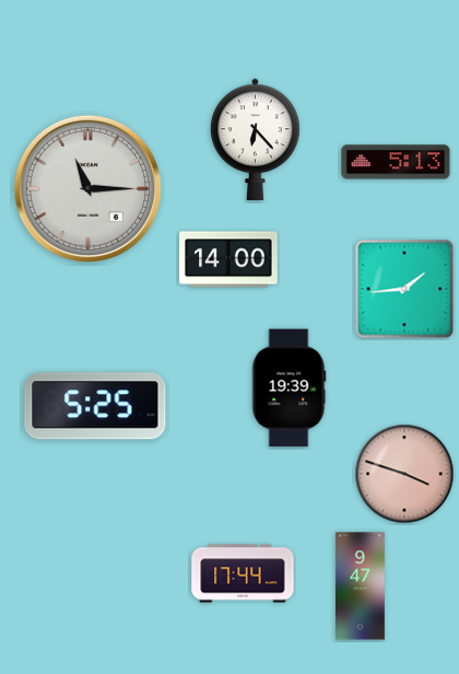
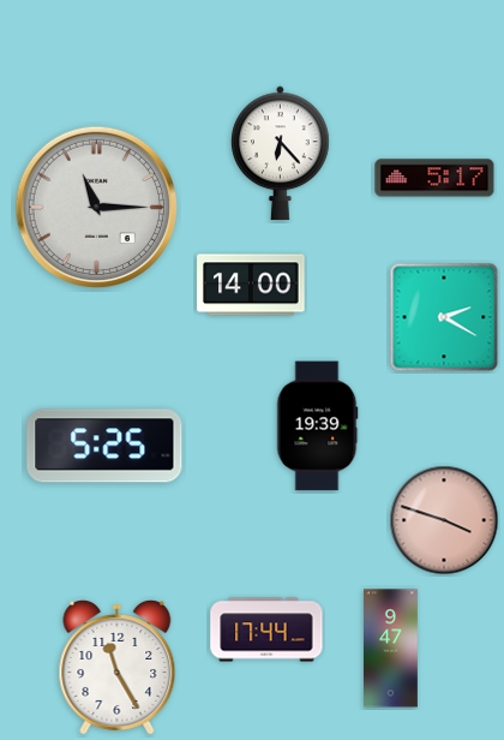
clock at (396, 162): 5:13 -> 5:17
clock at (404, 289): 1:44 -> 2:20
clock at (361, 586) position: (361, 586) -> (391, 649)
clock at (118, 668): none -> 11:25
